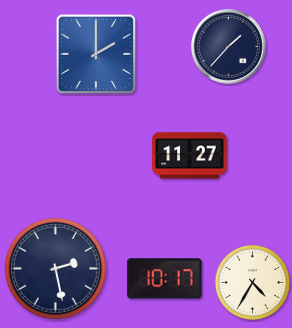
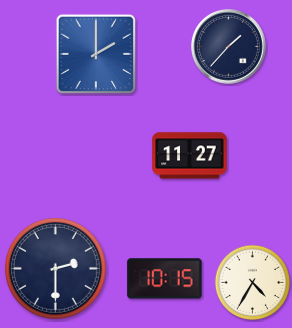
clock at (55, 268): 2:28 -> 2:30
clock at (165, 279): 10:17 -> 10:15
